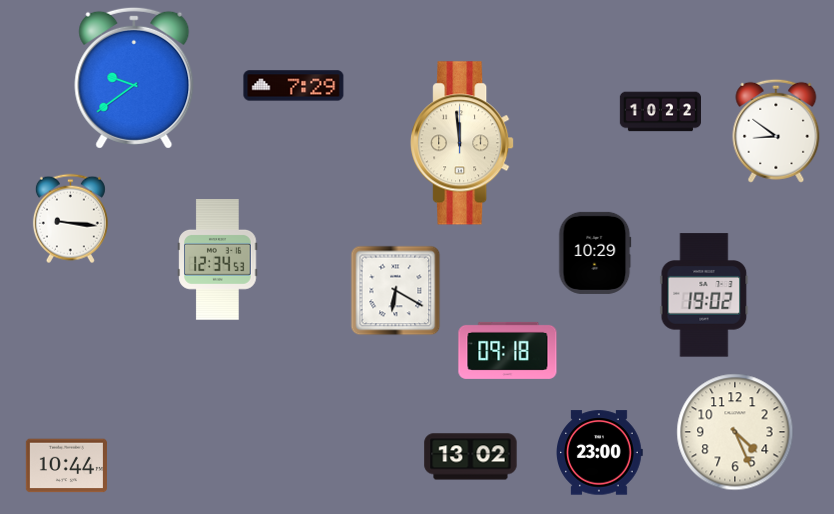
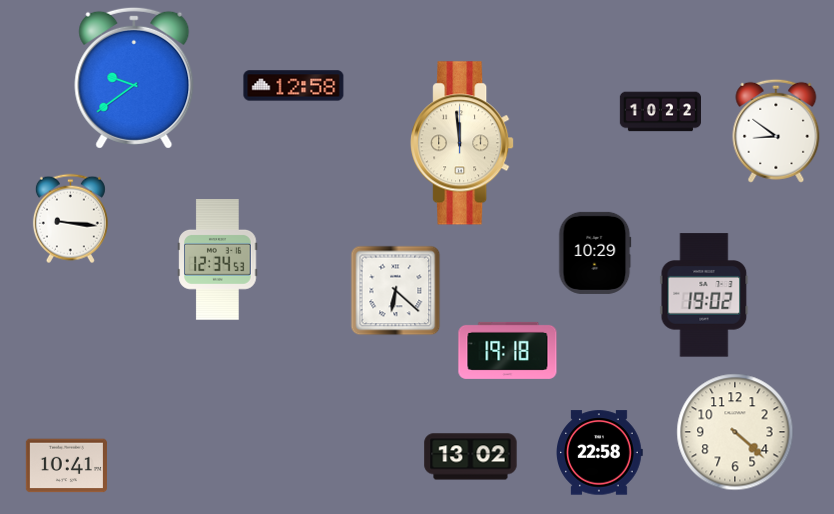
clock at (294, 86): 7:29 -> 12:58
clock at (396, 291): 6:20 -> 6:22
clock at (508, 350): 09:18 -> 19:18
clock at (735, 432): 4:26 -> 4:22
clock at (600, 453): 23:00 -> 22:58
clock at (66, 466): 10:44 -> 10:41
